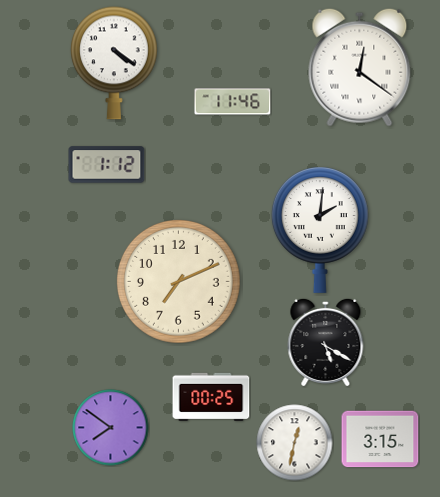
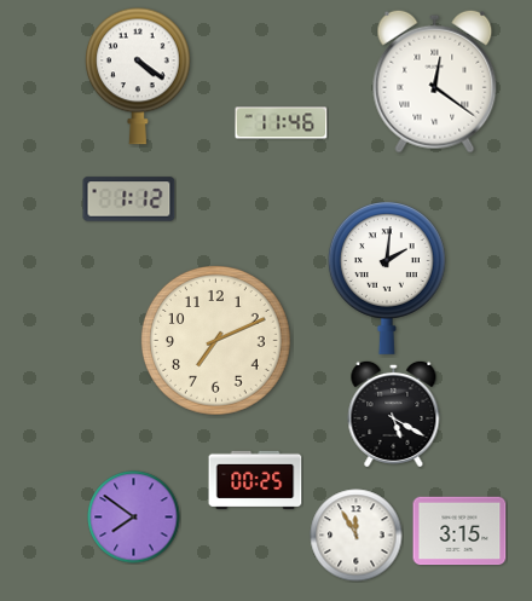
clock at (295, 443): 12:32 -> 11:55
